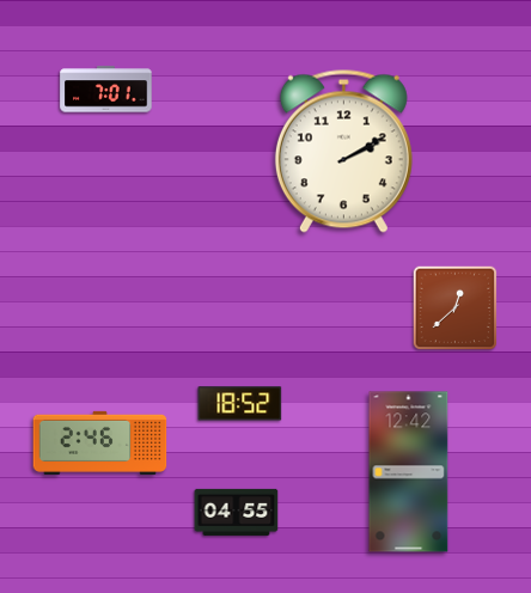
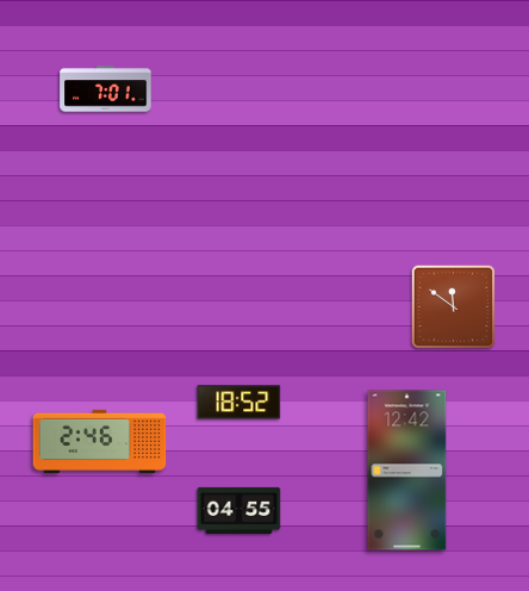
clock at (343, 151): 2:10 -> none
clock at (456, 308): 12:38 -> 11:51
clock at (237, 512) position: (237, 512) -> (239, 510)
